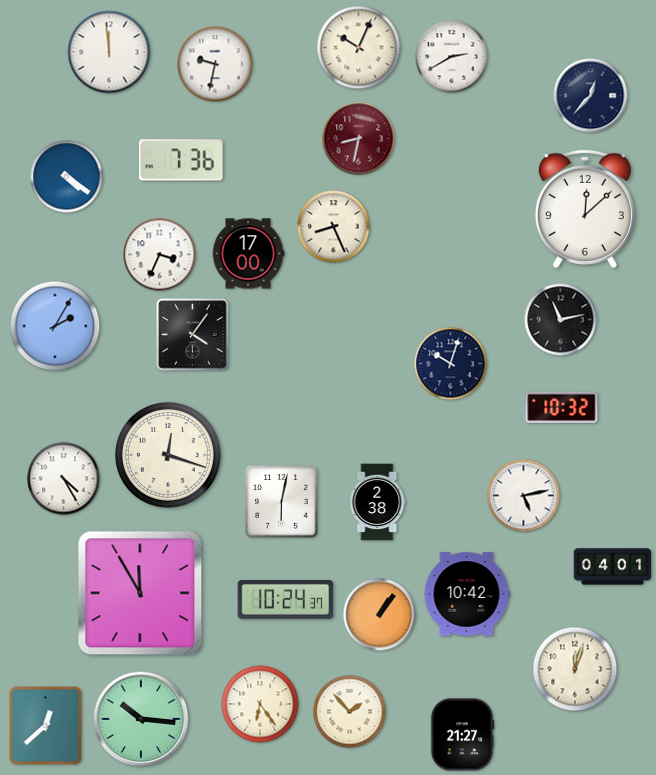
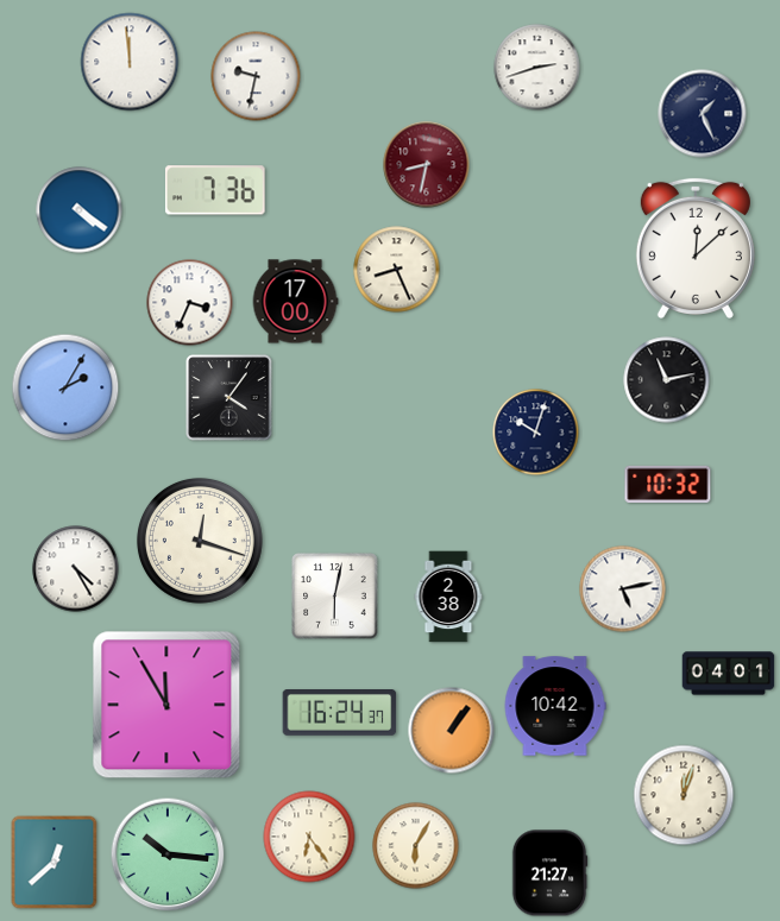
clock at (359, 48): 10:04 -> none
clock at (452, 57): 2:40 -> 2:42
clock at (591, 96): 12:37 -> 1:26
clock at (286, 600): 10:24 -> 16:24
clock at (350, 712): 1:53 -> 6:05
